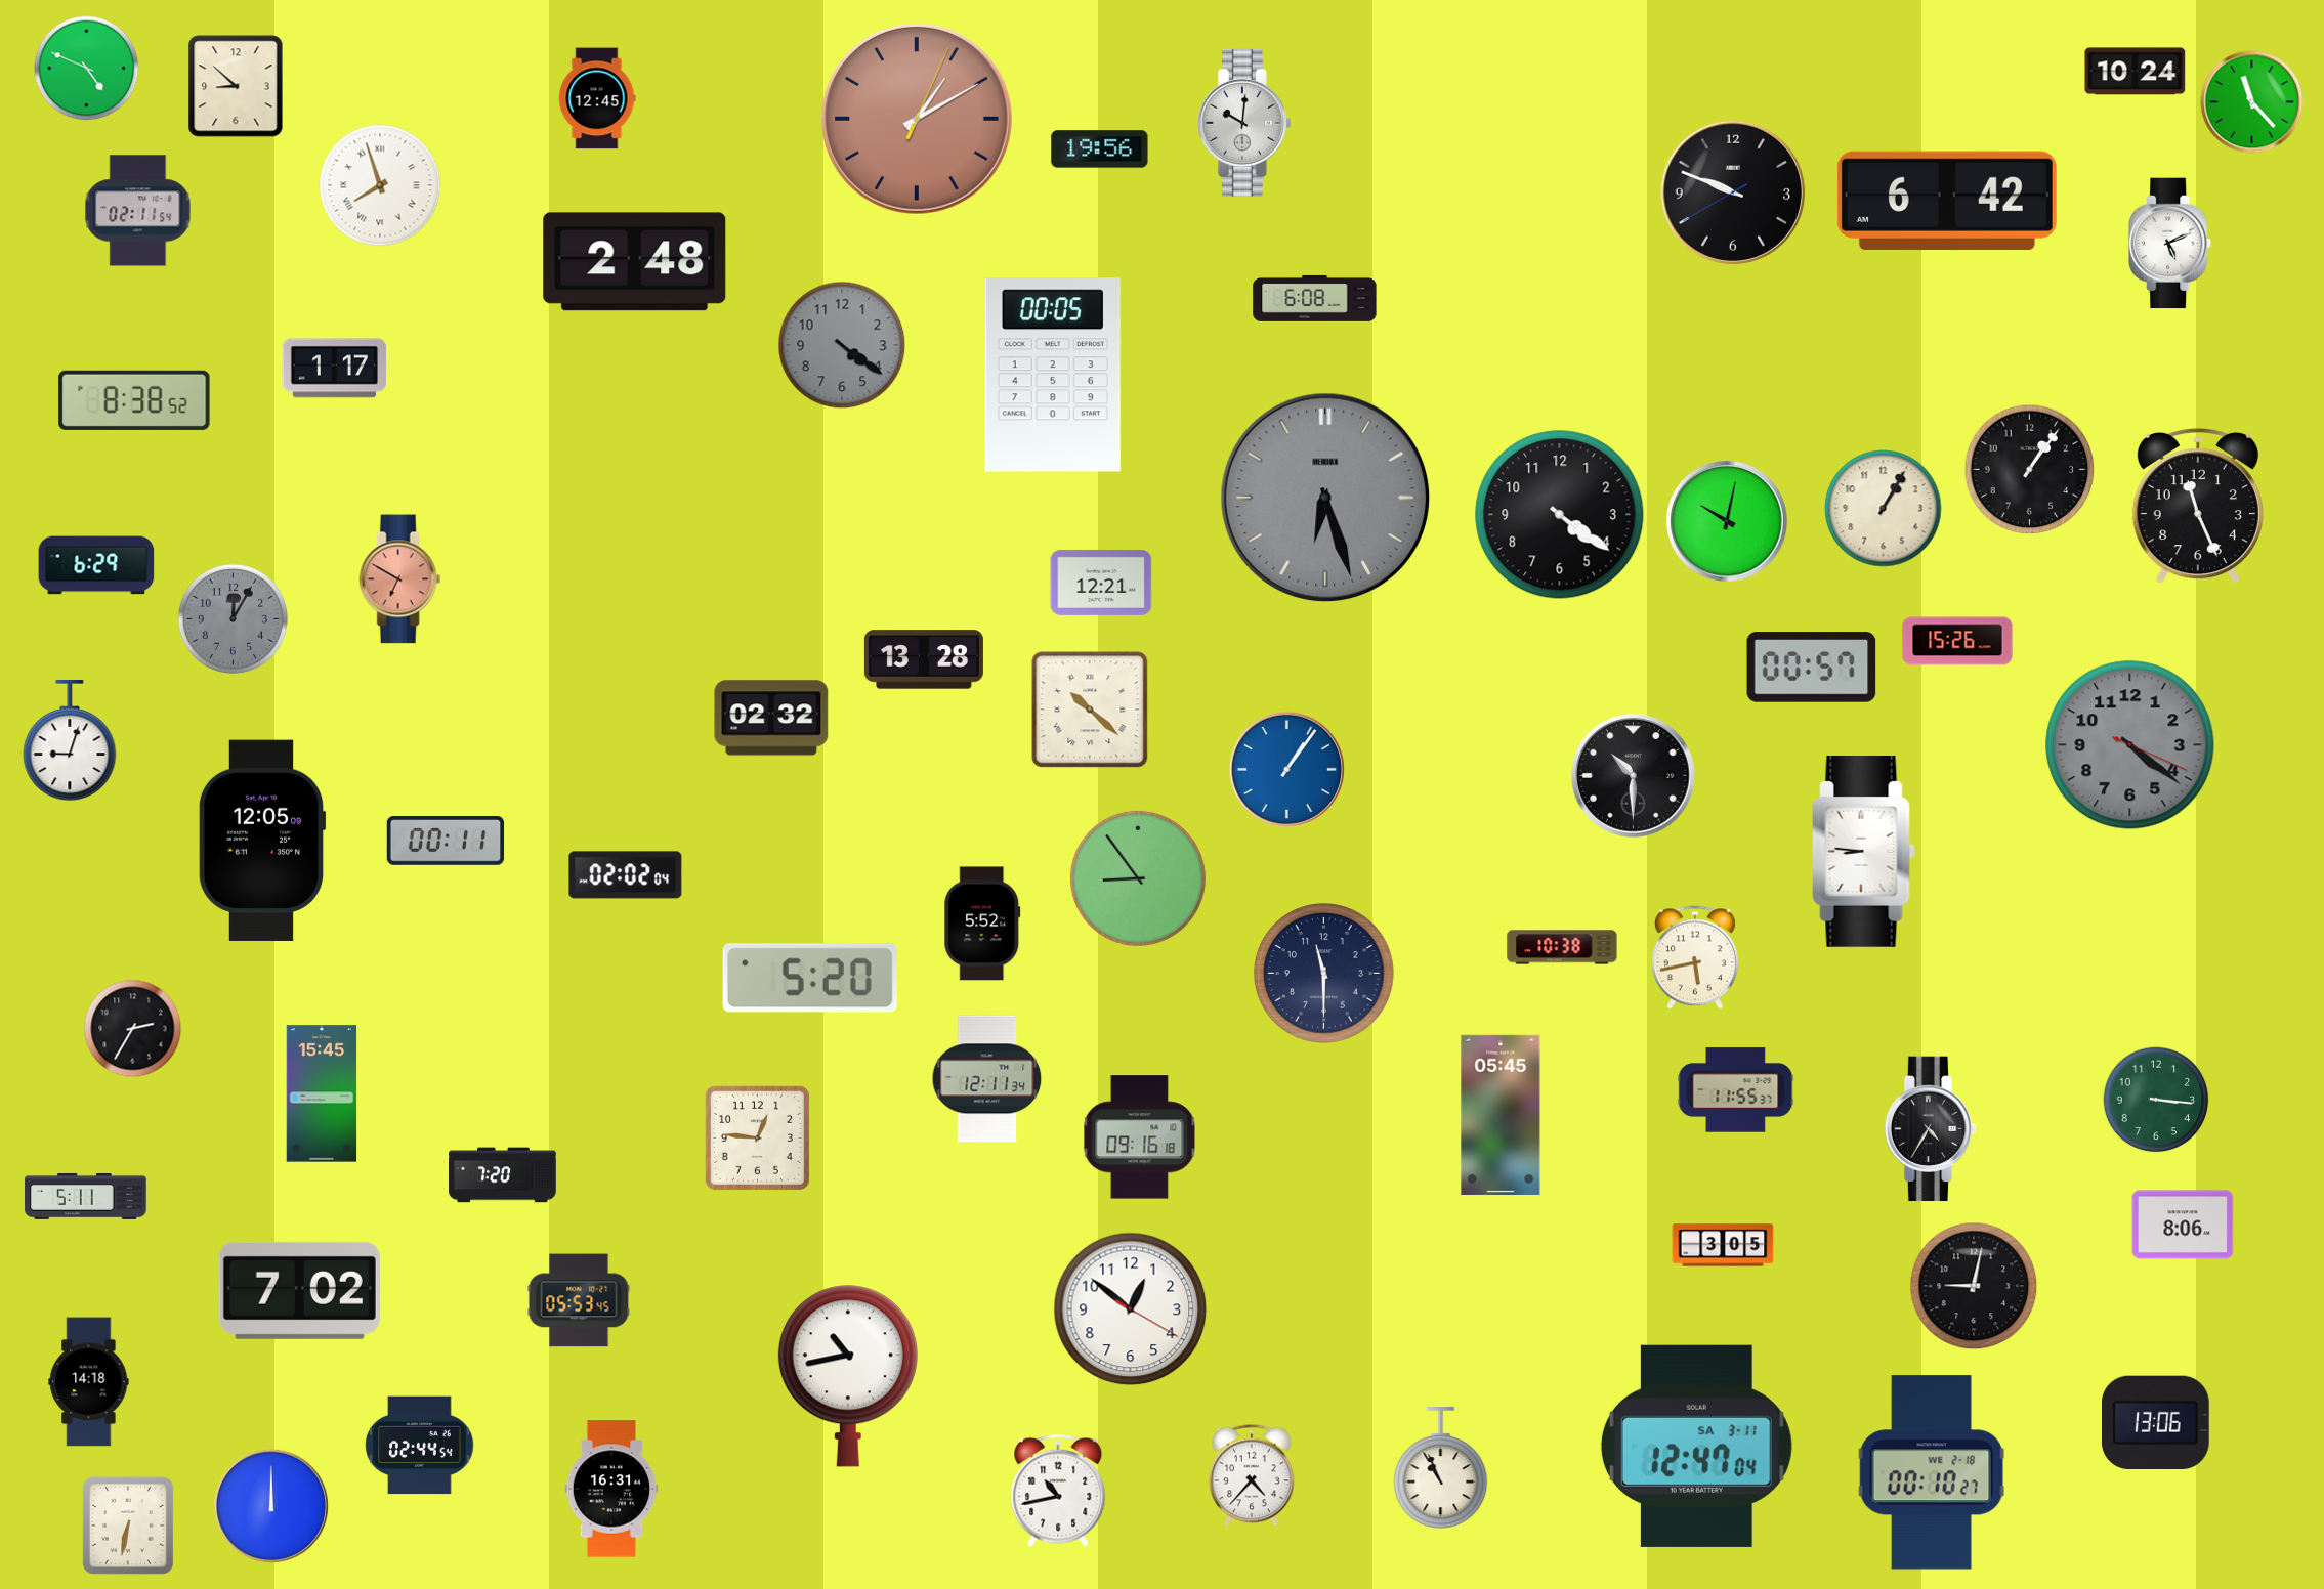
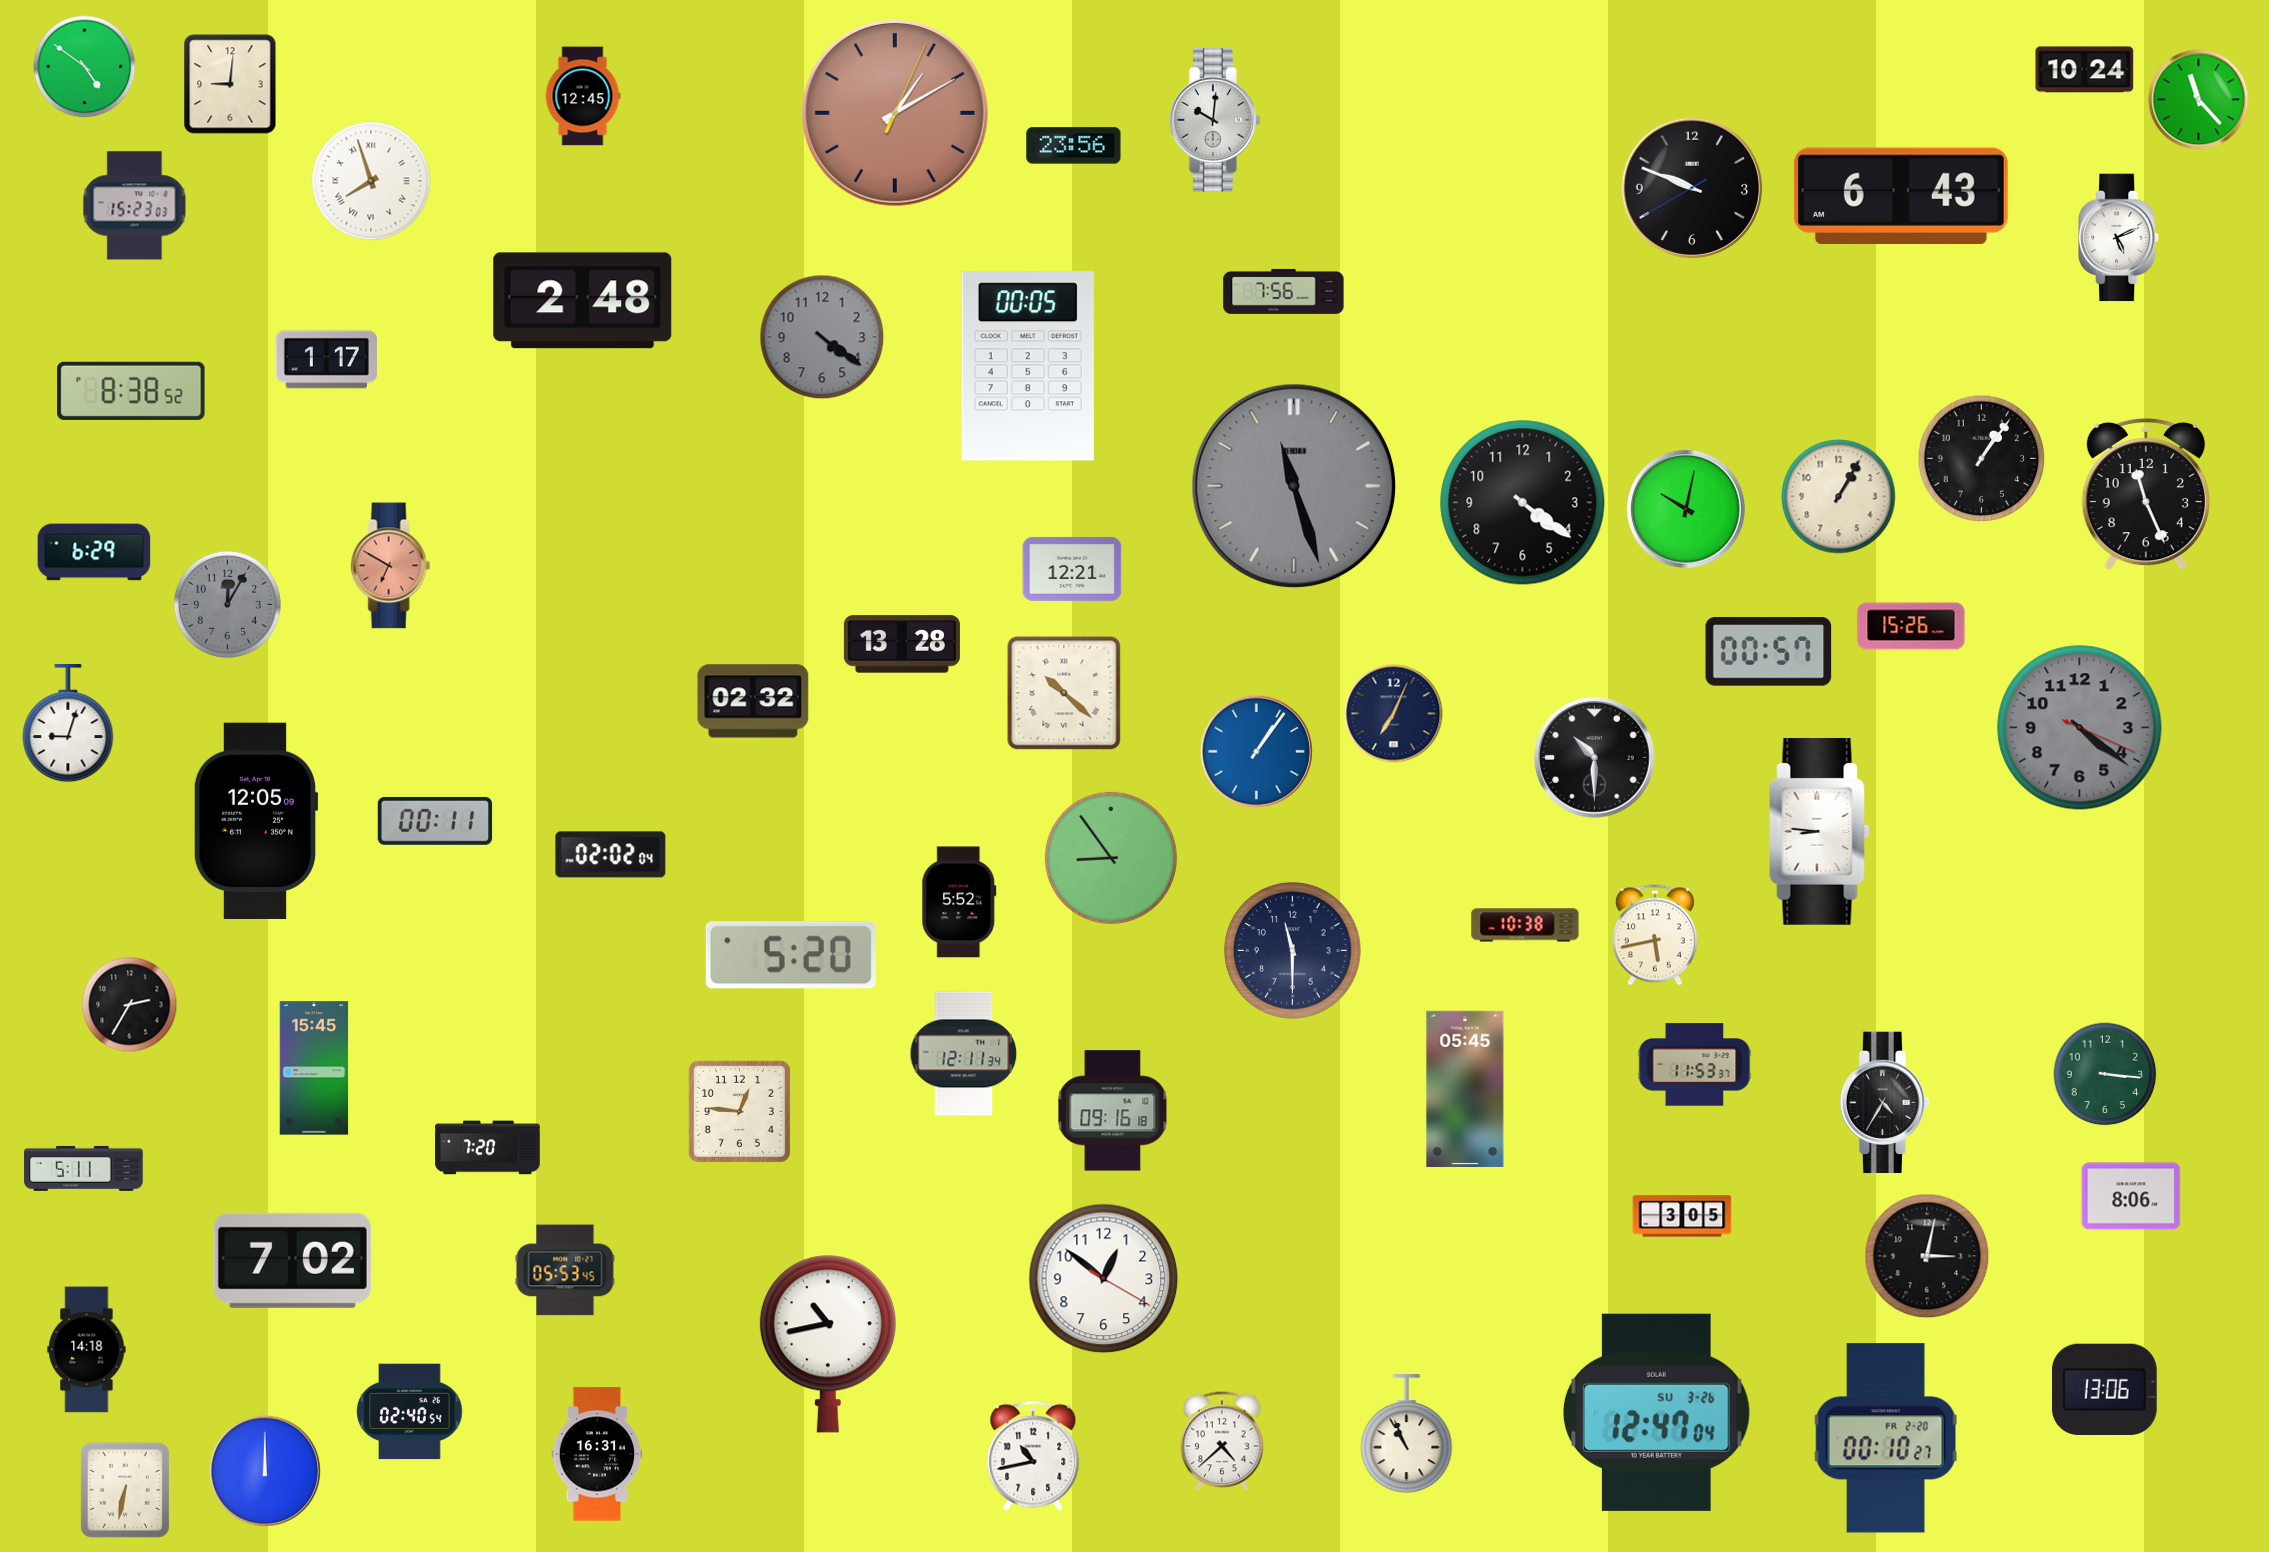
clock at (87, 69): 4:49 -> 4:51
clock at (236, 86): 8:52 -> 9:01
clock at (918, 120) position: (918, 120) -> (896, 114)
clock at (1100, 149): 19:56 -> 23:56
clock at (1947, 201): 6:42 -> 6:43
clock at (138, 211): 02:11 -> 15:23
clock at (635, 262) position: (635, 262) -> (583, 301)
clock at (1315, 298): 6:08 -> 7:56
clock at (1325, 498): 6:27 -> 11:27
clock at (1101, 583) position: (1101, 583) -> (1072, 569)
clock at (1394, 714): none -> 7:04
clock at (1736, 1090): 11:55 -> 11:53
clock at (503, 1175) position: (503, 1175) -> (488, 1148)
clock at (1974, 1286): 9:02 -> 3:02
clock at (420, 1446): 02:44 -> 02:40
clock at (1696, 1446) date: SA 3-11 -> SU 3-26
clock at (1932, 1472) date: WE 2-18 -> FR 2-20
clock at (1252, 1475): 4:37 -> 4:38
